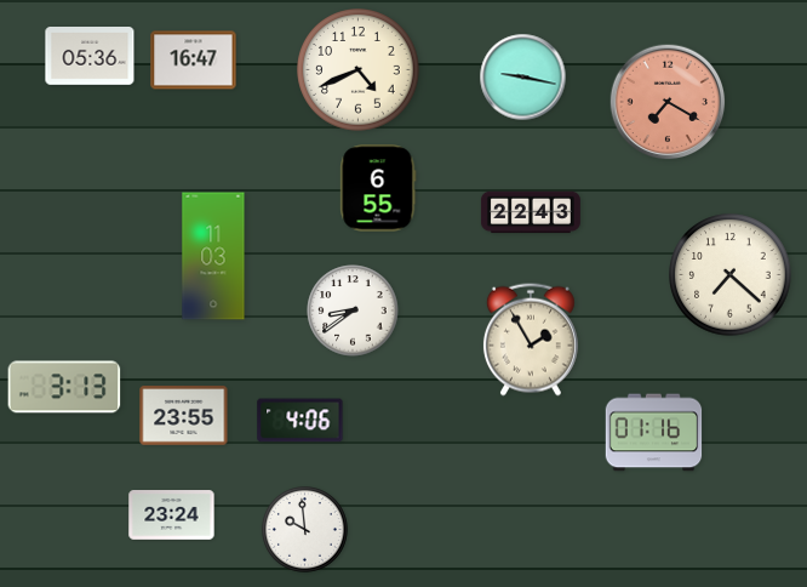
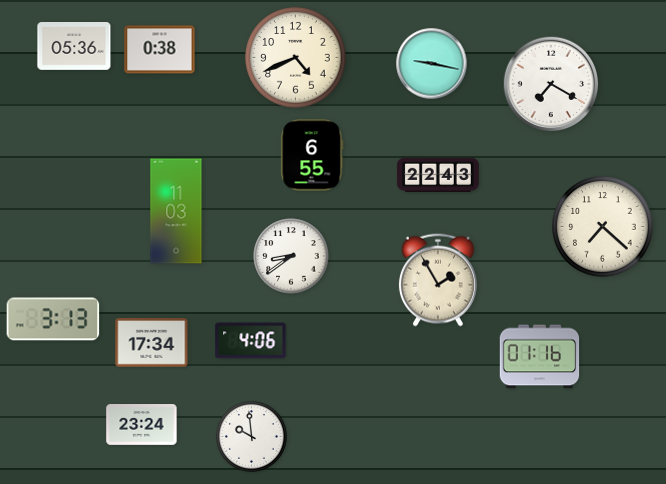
clock at (194, 61): 16:47 -> 0:38
clock at (668, 102) dial: salmon -> white
clock at (184, 416): 23:55 -> 17:34
clock at (301, 421) position: (301, 421) -> (251, 341)
